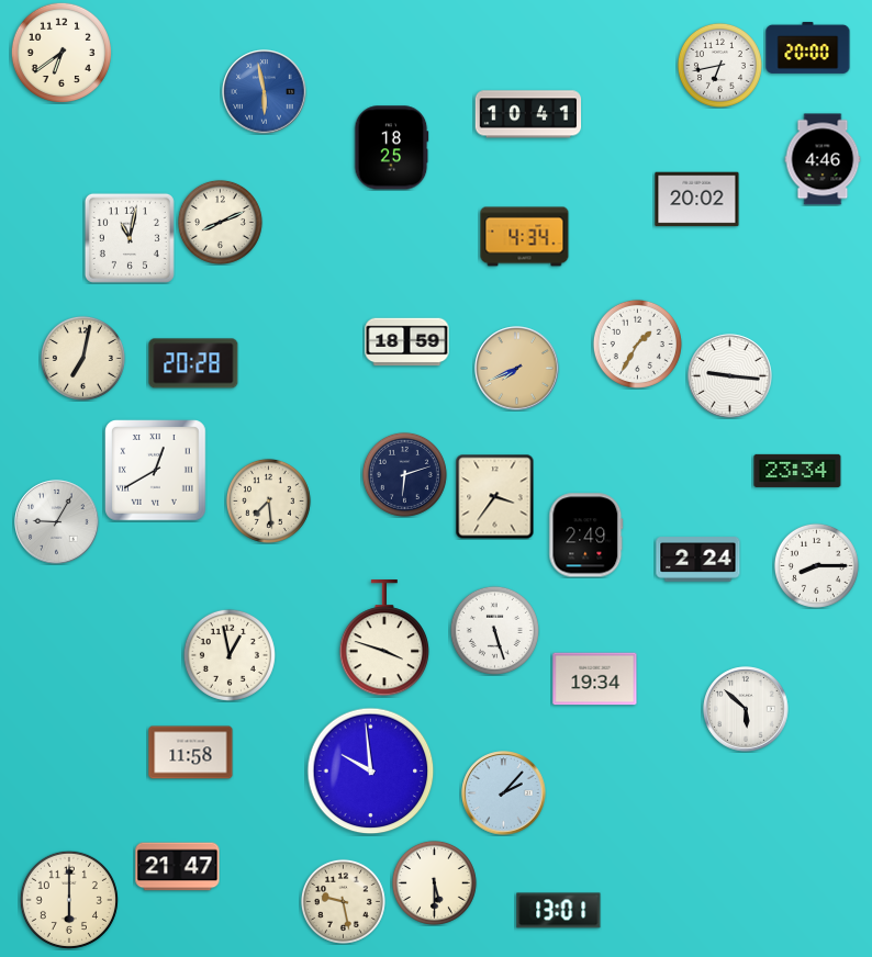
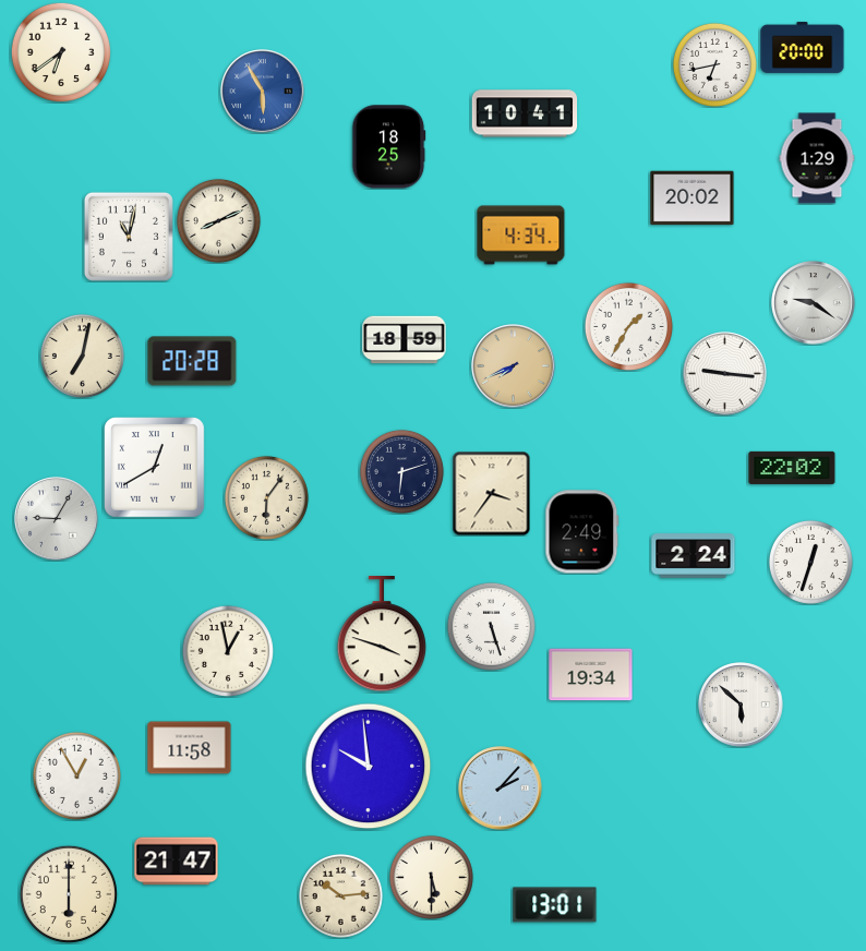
clock at (265, 92): 5:58 -> 5:55
clock at (823, 159): 4:46 -> 1:29
clock at (814, 303): none -> 9:21
clock at (637, 344) position: (637, 344) -> (628, 326)
clock at (797, 471): 23:34 -> 22:02
clock at (268, 500): 7:29 -> 6:06
clock at (816, 565): 8:15 -> 12:33
clock at (76, 775): none -> 12:55
clock at (343, 901): 9:28 -> 10:14
